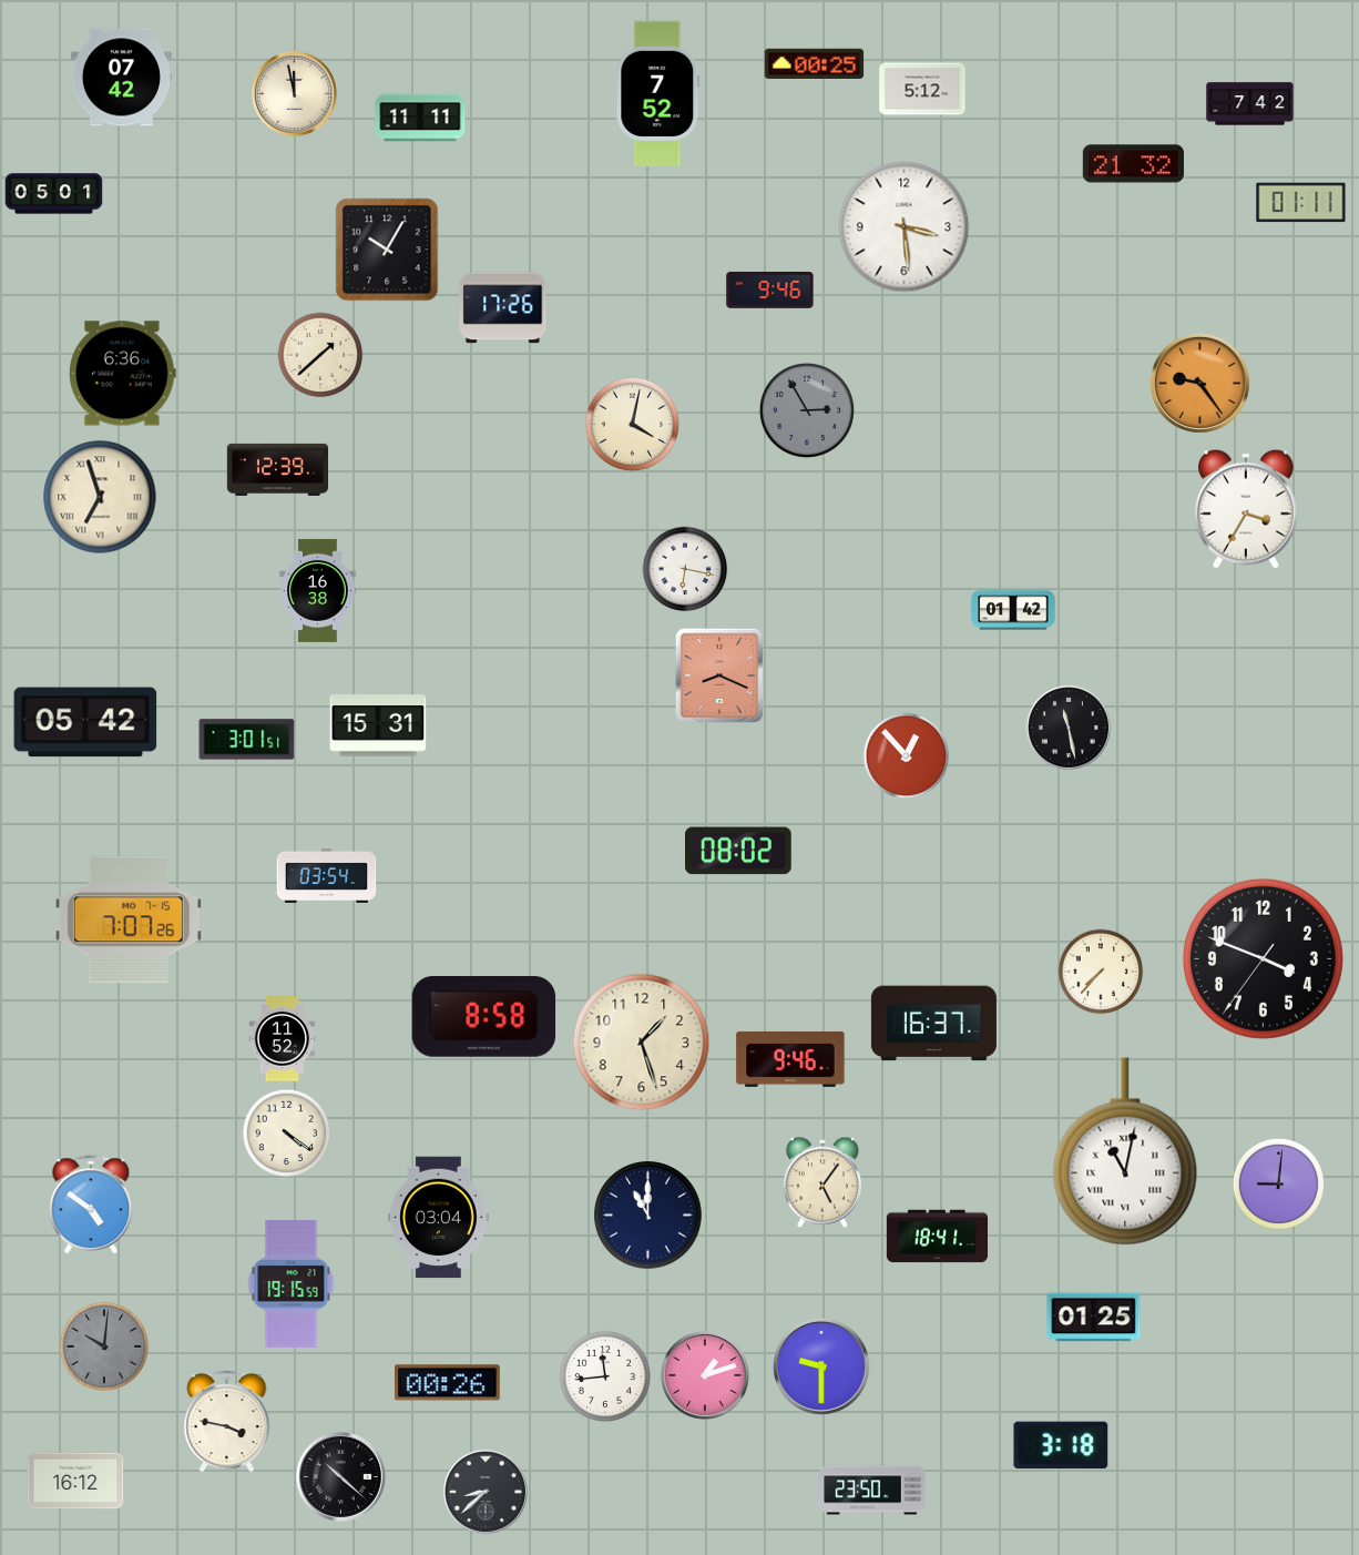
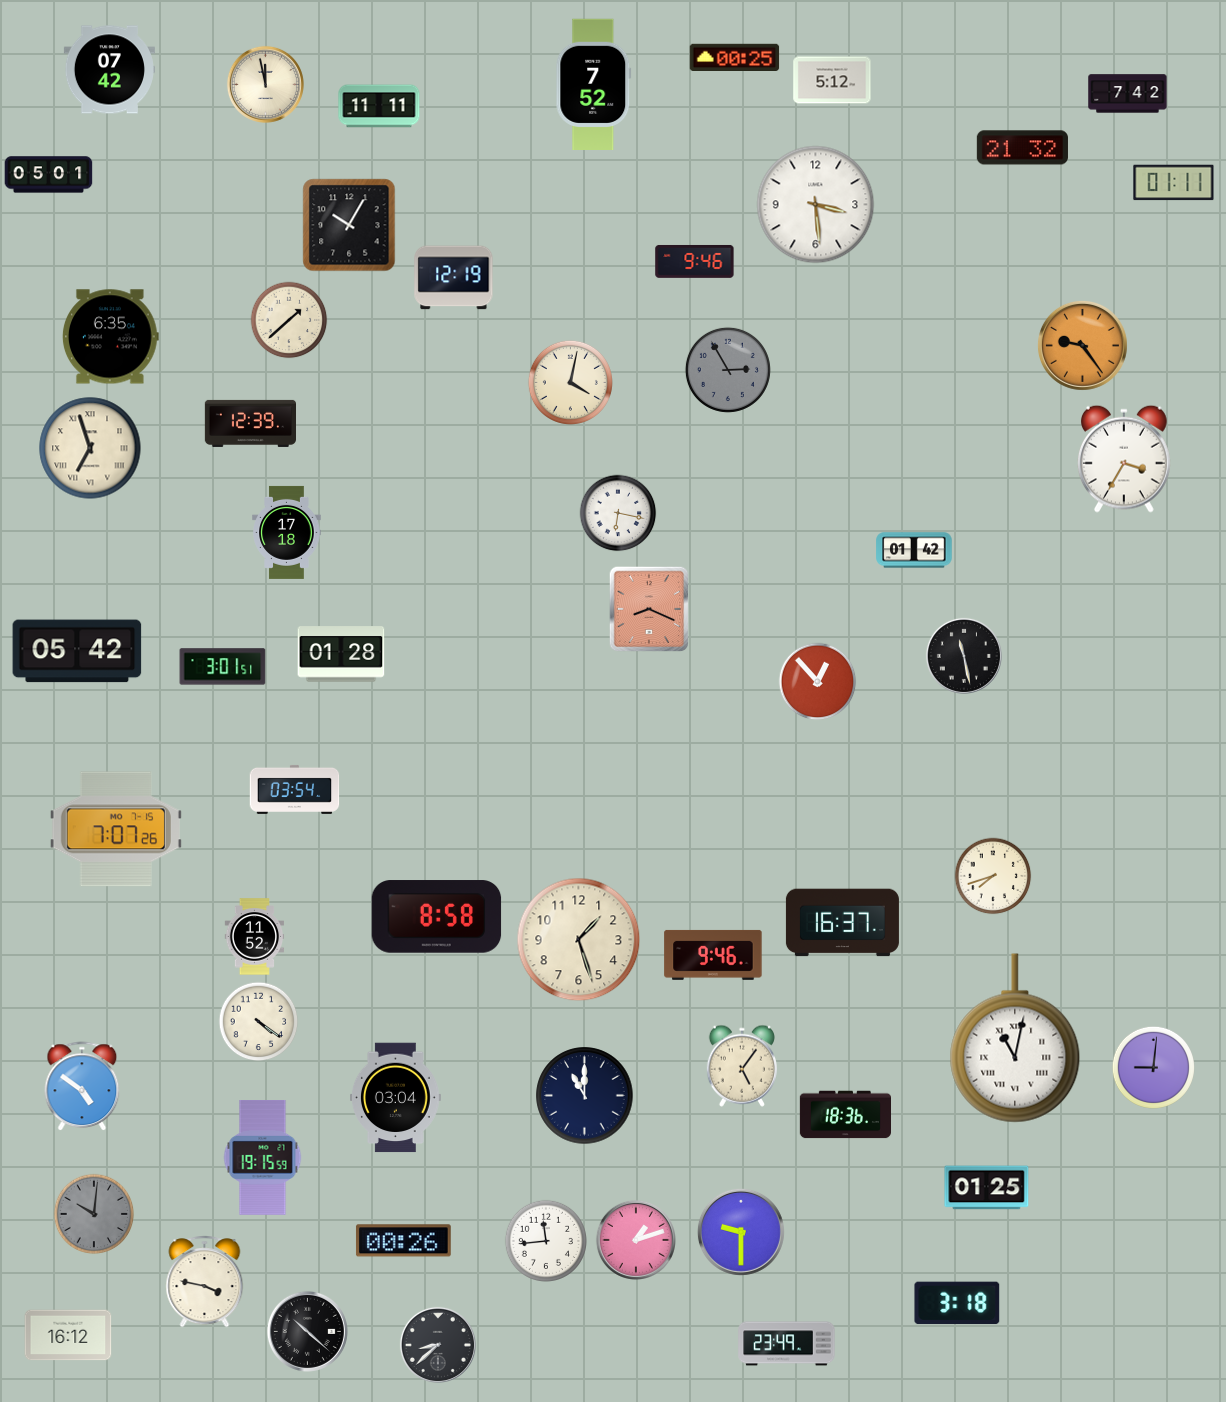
clock at (503, 308): 17:26 -> 12:19
clock at (123, 374): 6:36 -> 6:35
clock at (318, 590): 16:38 -> 17:18
clock at (378, 725): 15:31 -> 01:28
clock at (739, 851): 08:02 -> none
clock at (1263, 958): 3:48 -> none
clock at (1101, 972): 7:37 -> 7:42
clock at (937, 1237): 18:41 -> 18:36
clock at (447, 1383) position: (447, 1383) -> (403, 1241)
clock at (872, 1491): 23:50 -> 23:49
